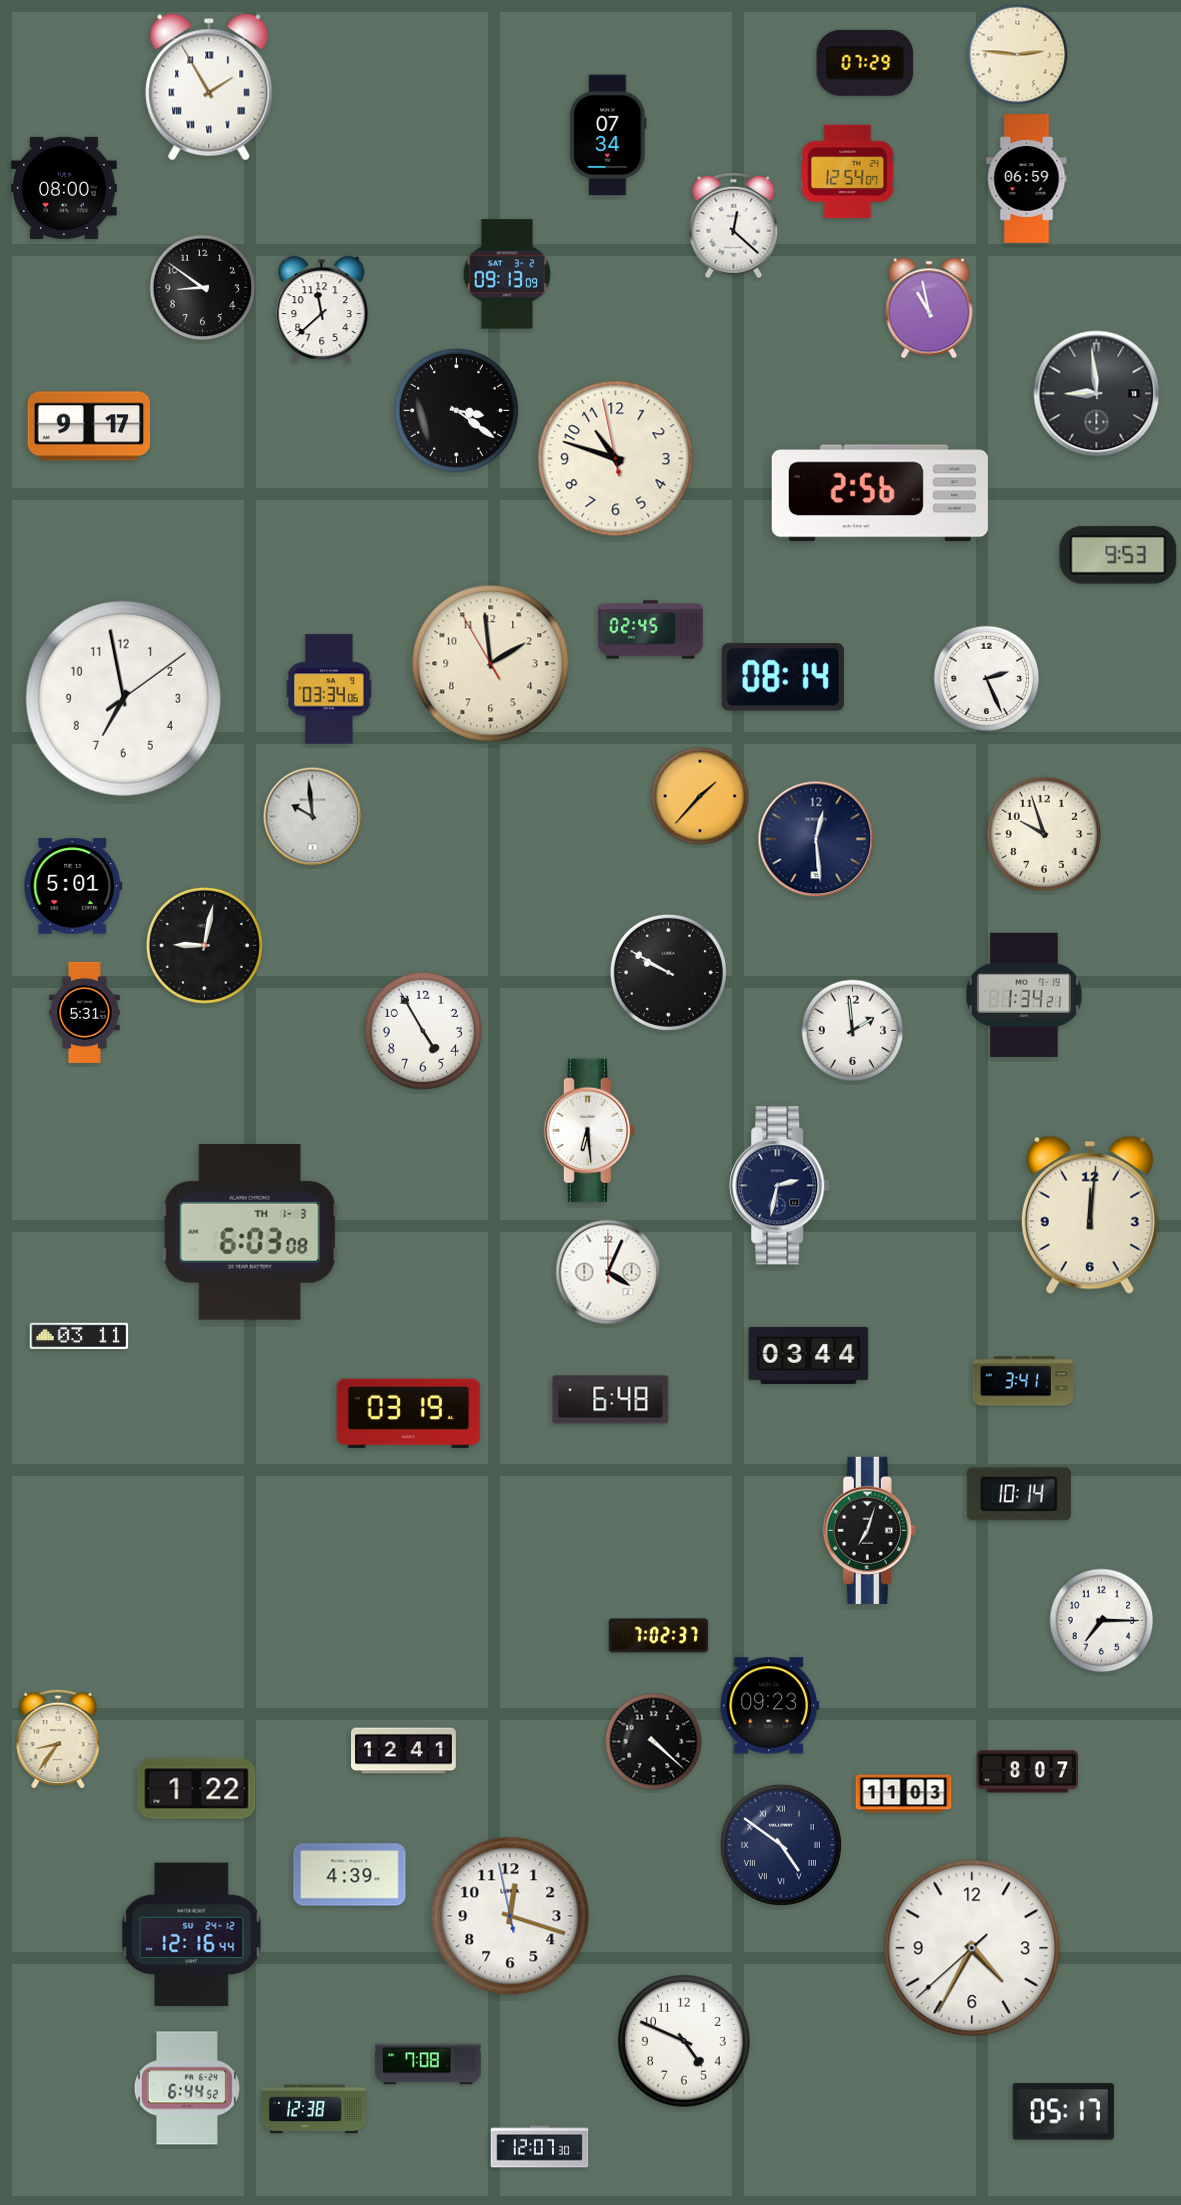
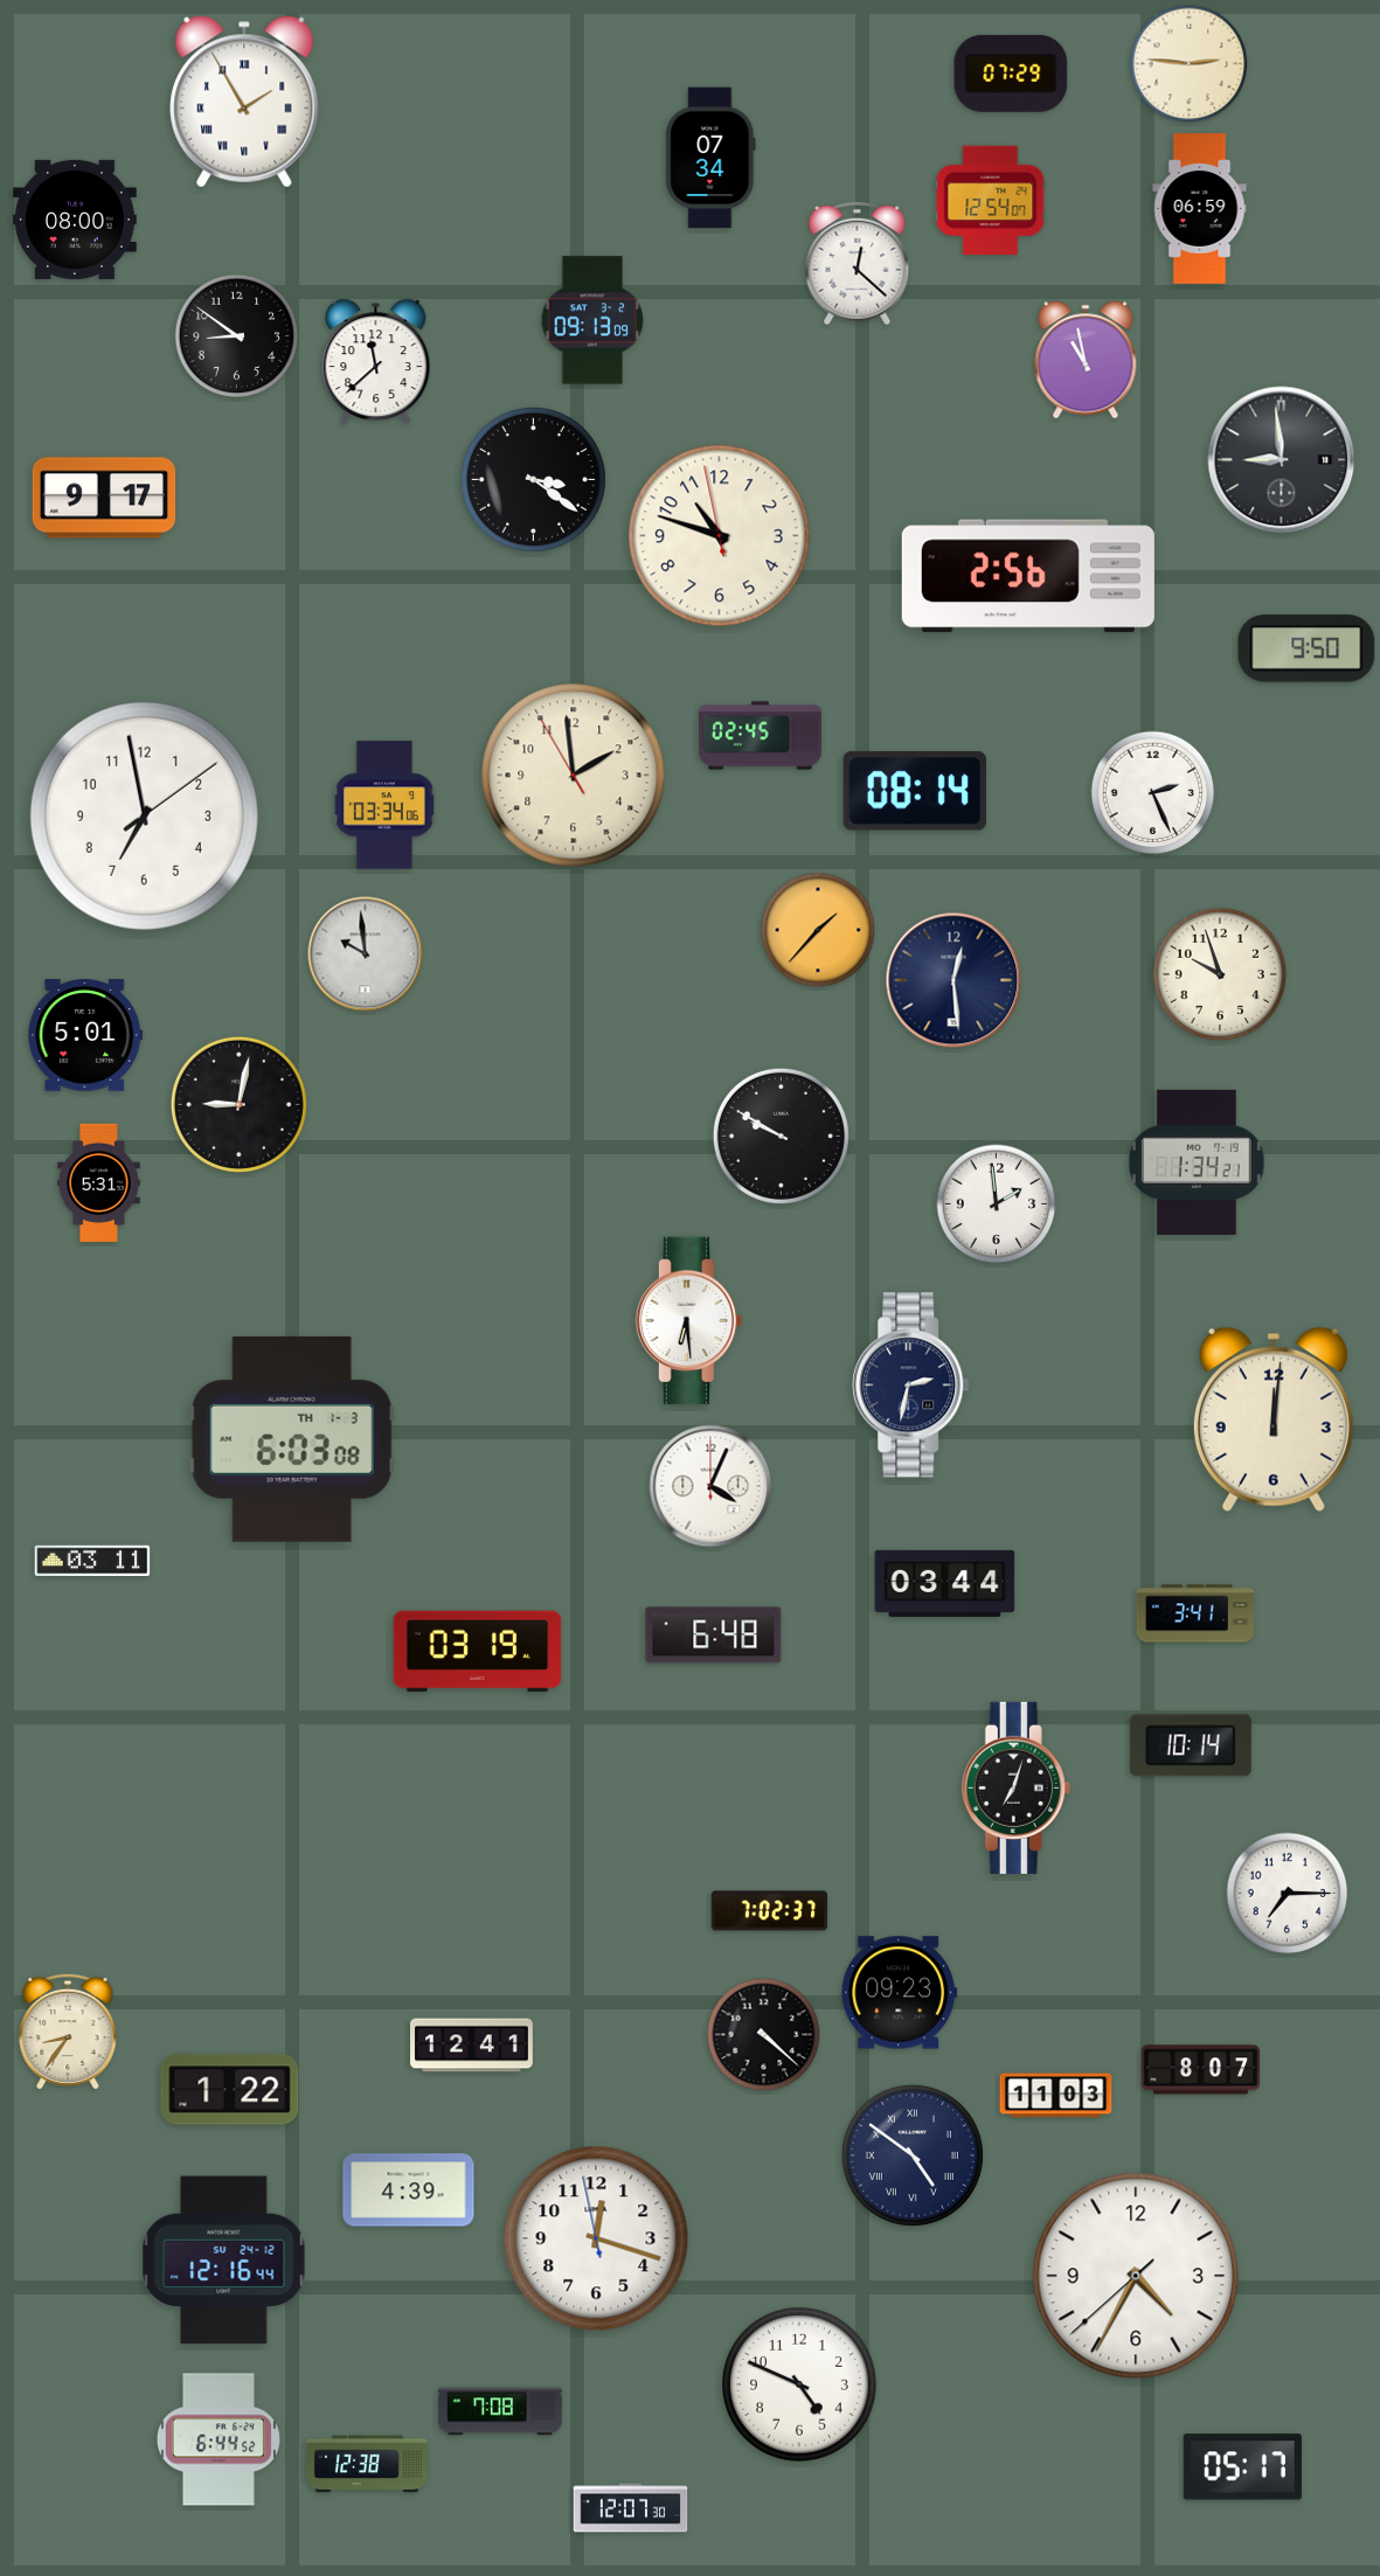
clock at (1118, 555): 9:53 -> 9:50
clock at (423, 1031): 4:55 -> none
